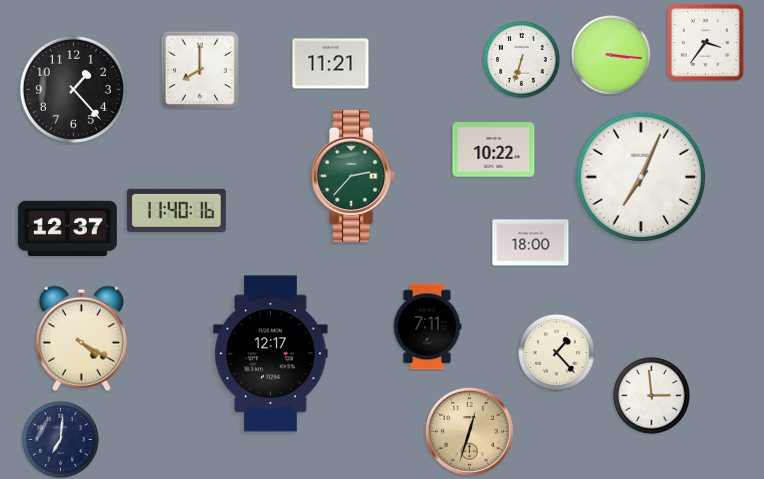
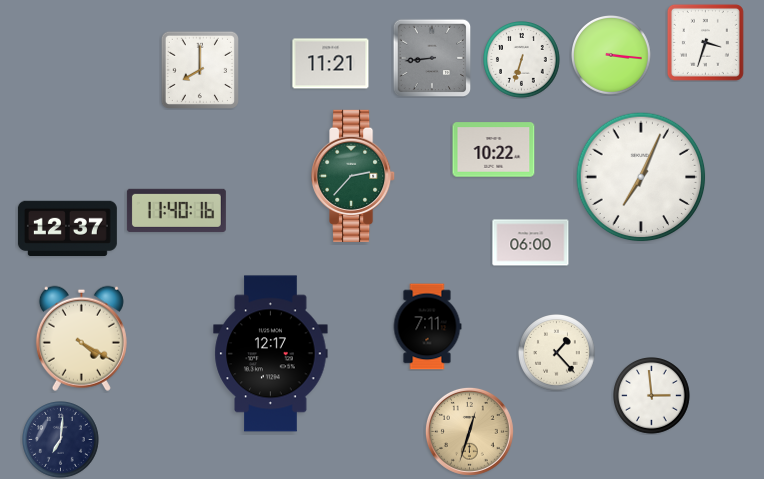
clock at (705, 42): 3:36 -> 3:33
clock at (432, 58): none -> 8:44
clock at (73, 89): 1:23 -> none
clock at (531, 243): 18:00 -> 06:00
